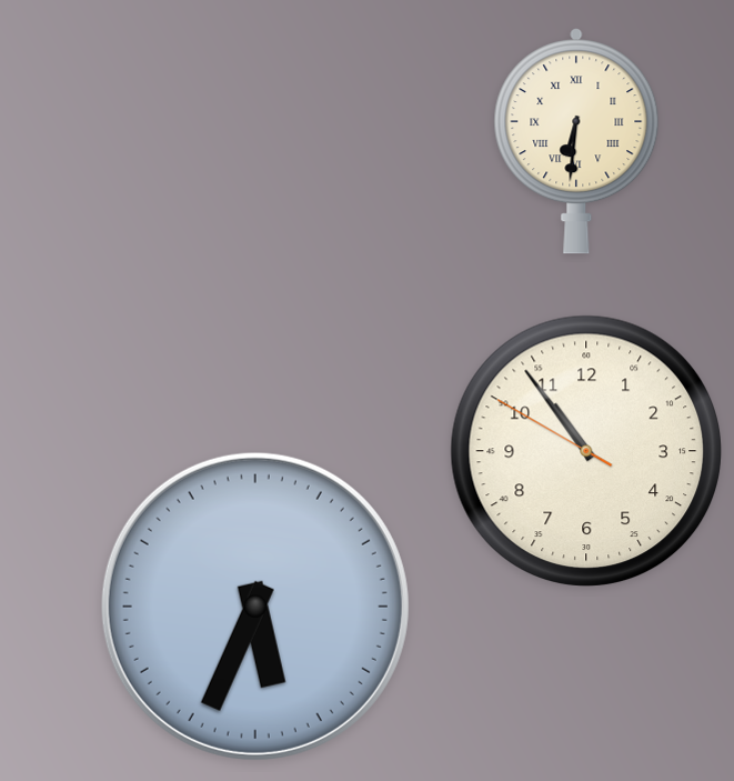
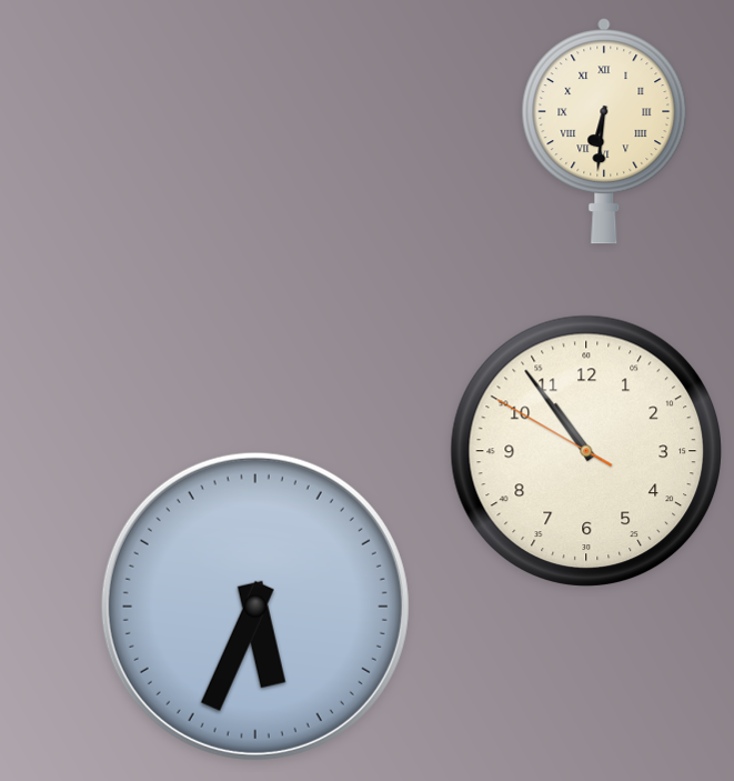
clock at (576, 141) position: (576, 141) -> (604, 131)
